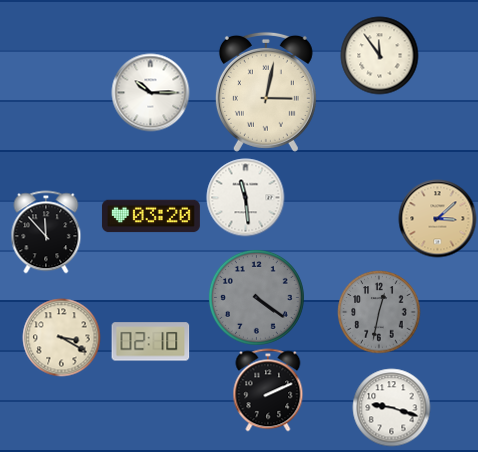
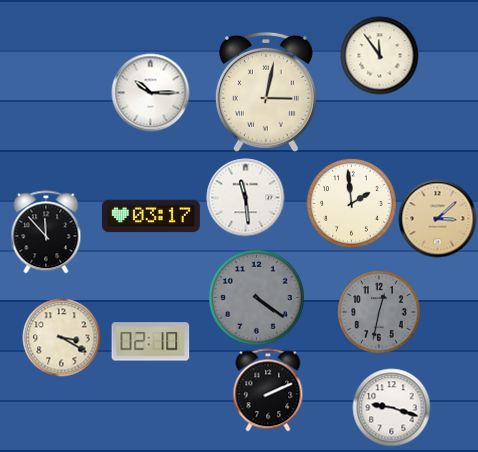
clock at (351, 203): none -> 1:59
clock at (151, 216): 03:20 -> 03:17
